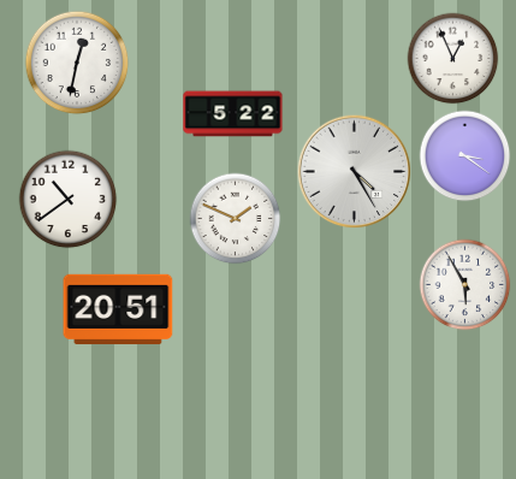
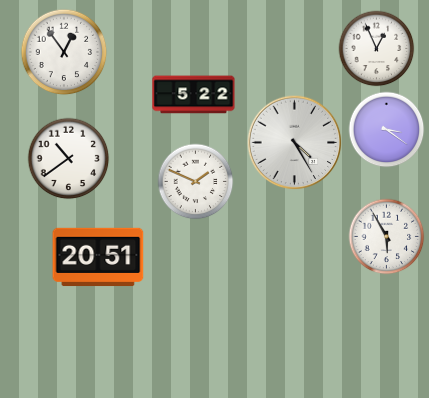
clock at (77, 63): 12:32 -> 12:54
clock at (69, 200) position: (69, 200) -> (69, 159)
